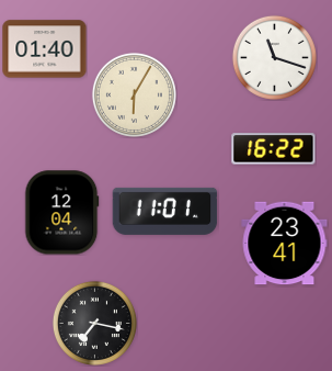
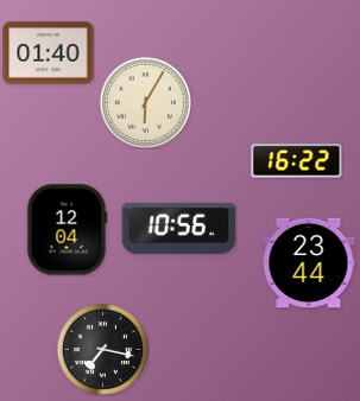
clock at (274, 57): 11:18 -> none
clock at (165, 211): 11:01 -> 10:56
clock at (285, 244): 23:41 -> 23:44
